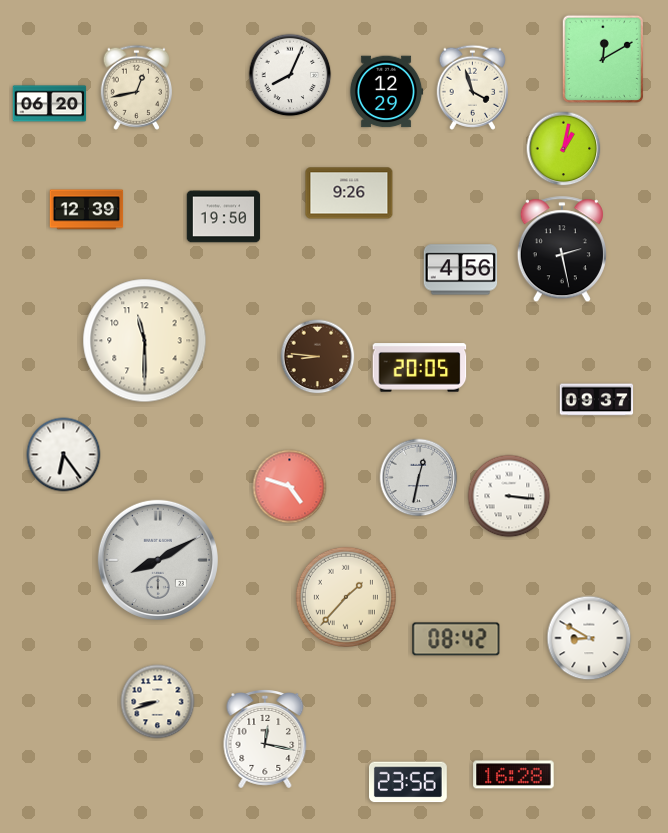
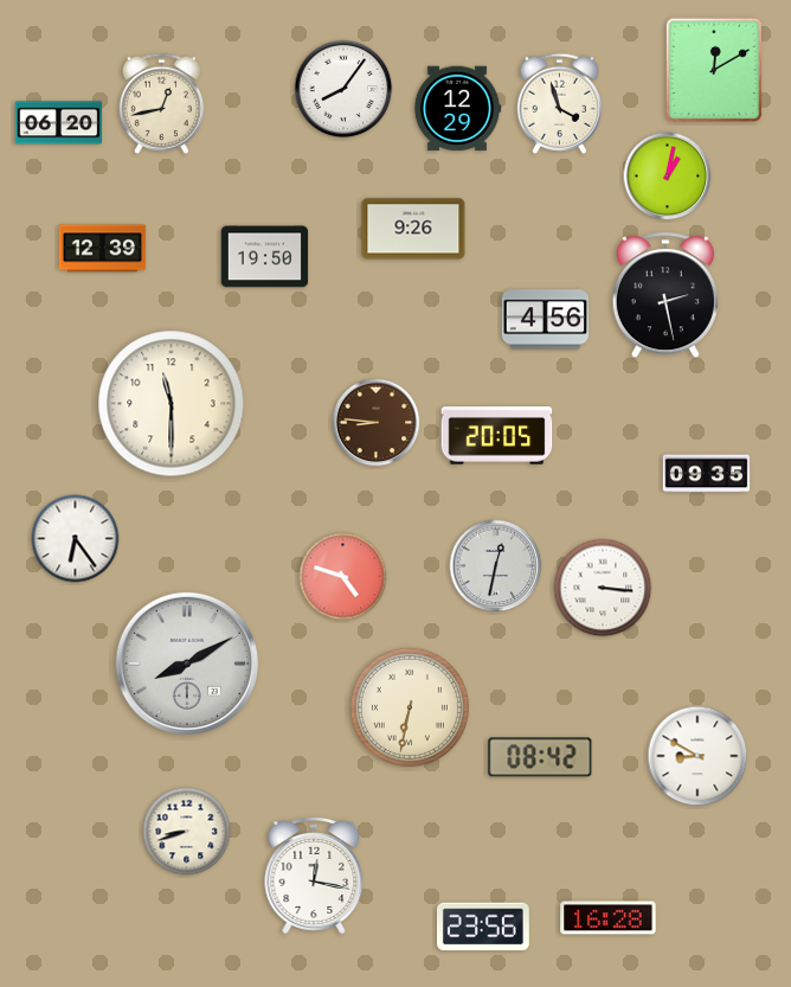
clock at (290, 75): 8:04 -> 8:06
clock at (597, 400): 09:37 -> 09:35
clock at (346, 597): 1:37 -> 6:32
